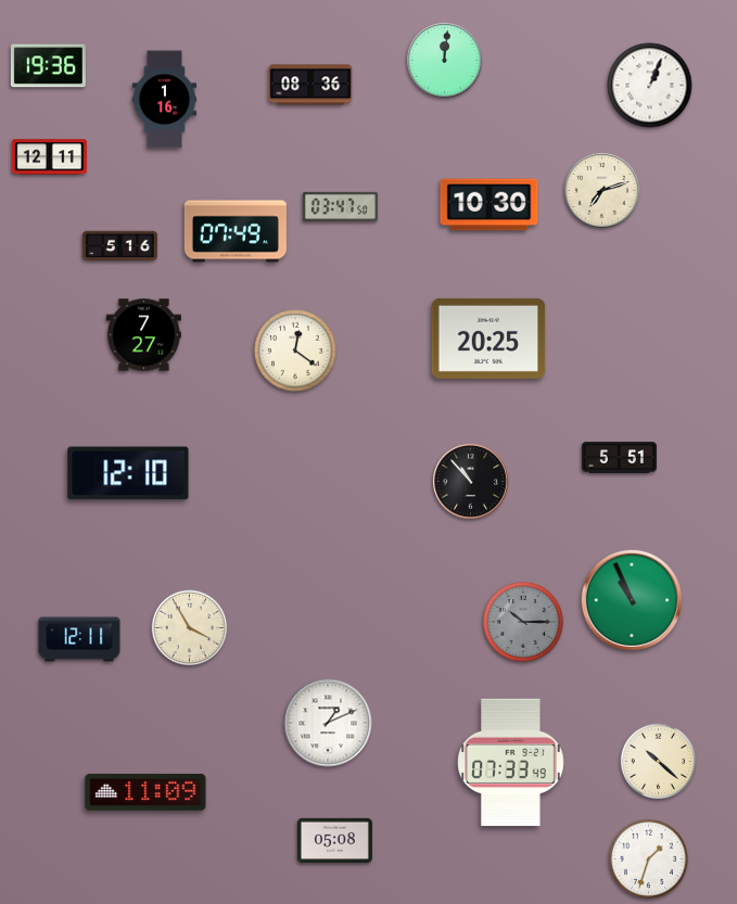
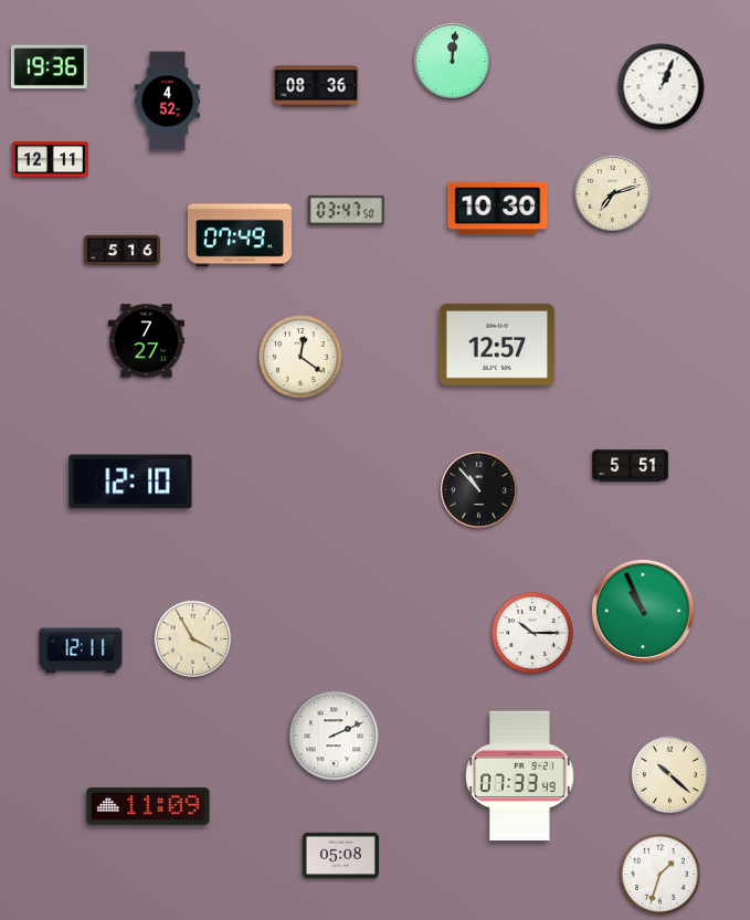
clock at (165, 100): 1:16 -> 4:52
clock at (488, 339): 20:25 -> 12:57
clock at (524, 623) dial: grey -> white
clock at (328, 723): 1:11 -> 2:11
